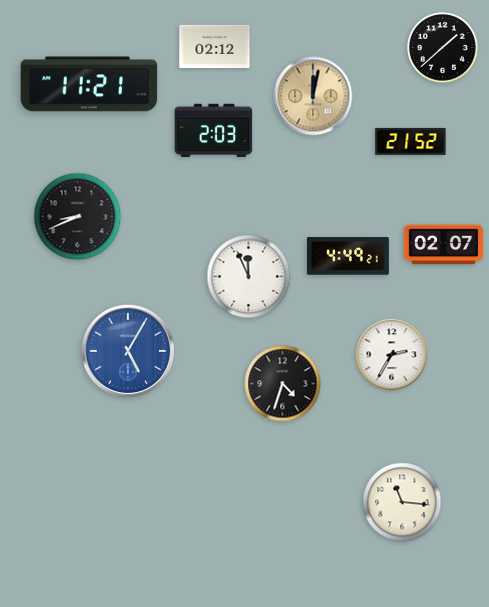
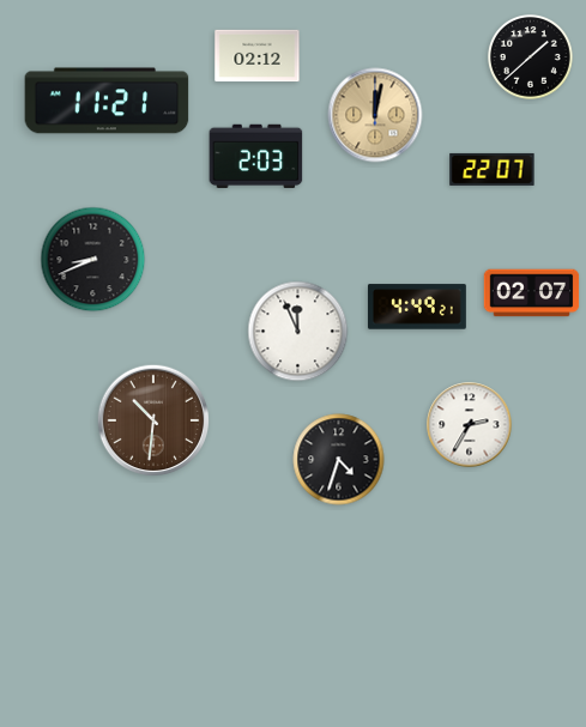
clock at (411, 141): 21:52 -> 22:07
clock at (128, 351): 5:05 -> 10:31
clock at (128, 351) dial: blue -> brown
clock at (402, 502): 11:16 -> none
